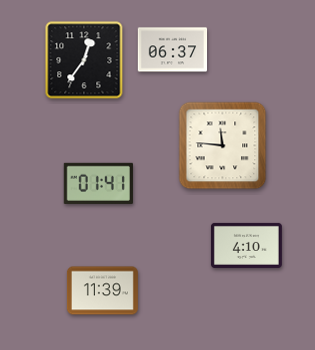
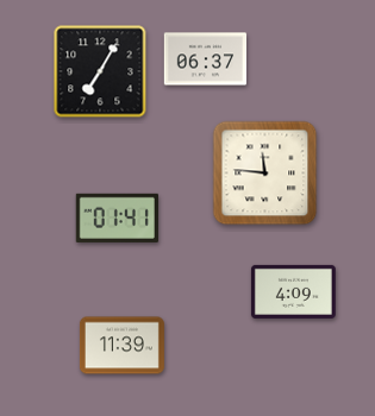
clock at (84, 60): 12:36 -> 7:05
clock at (246, 245): 4:10 -> 4:09
